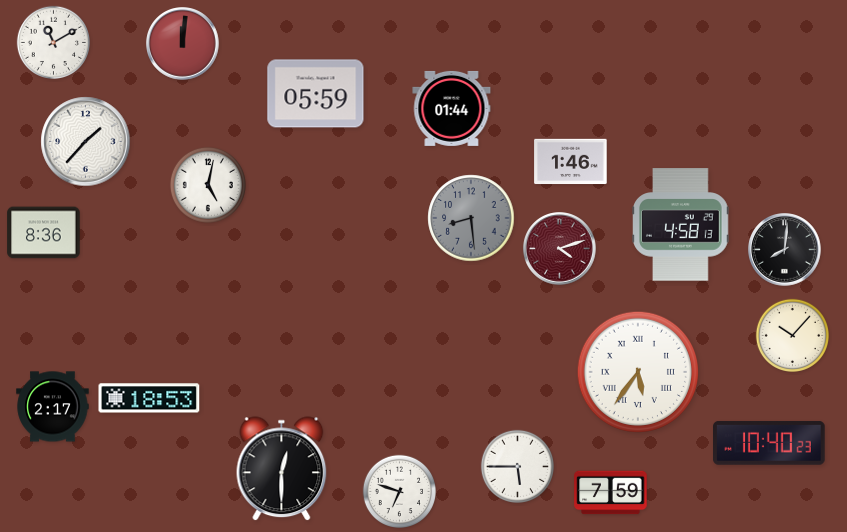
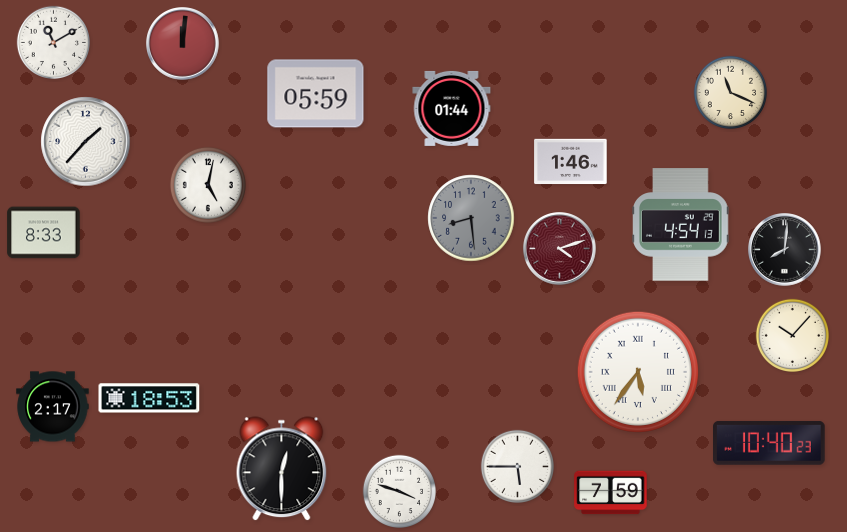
clock at (730, 92): none -> 11:19
clock at (681, 225): 4:58 -> 4:54
clock at (44, 233): 8:36 -> 8:33
clock at (399, 491): 6:48 -> 3:48
